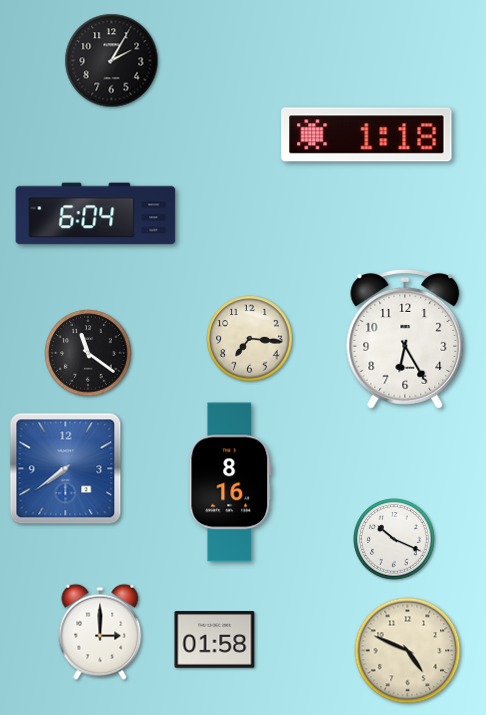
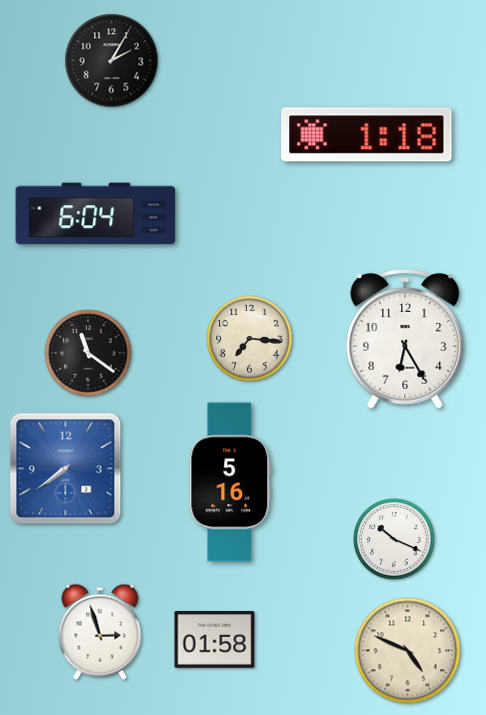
clock at (230, 482): 8:16 -> 5:16
clock at (100, 632): 3:00 -> 2:57
